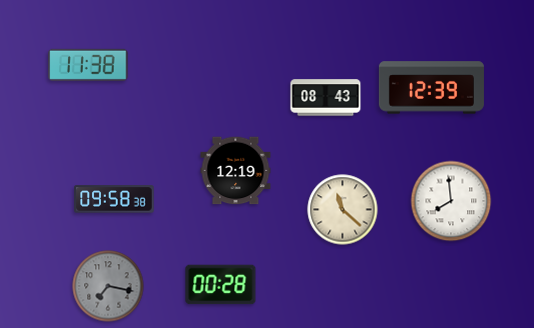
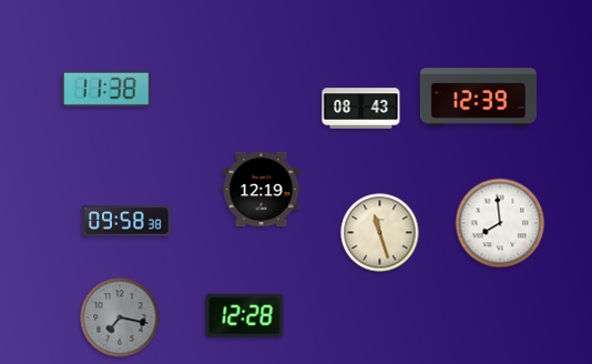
clock at (88, 65) position: (88, 65) -> (106, 89)
clock at (343, 210): 11:22 -> 11:27
clock at (221, 285): 00:28 -> 12:28
